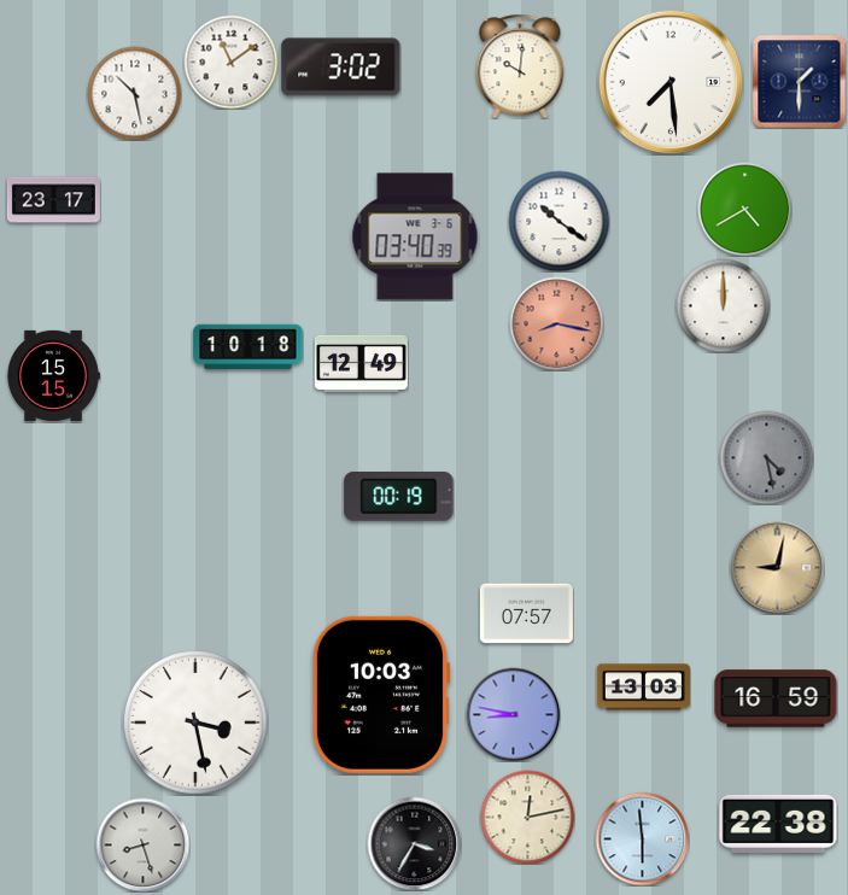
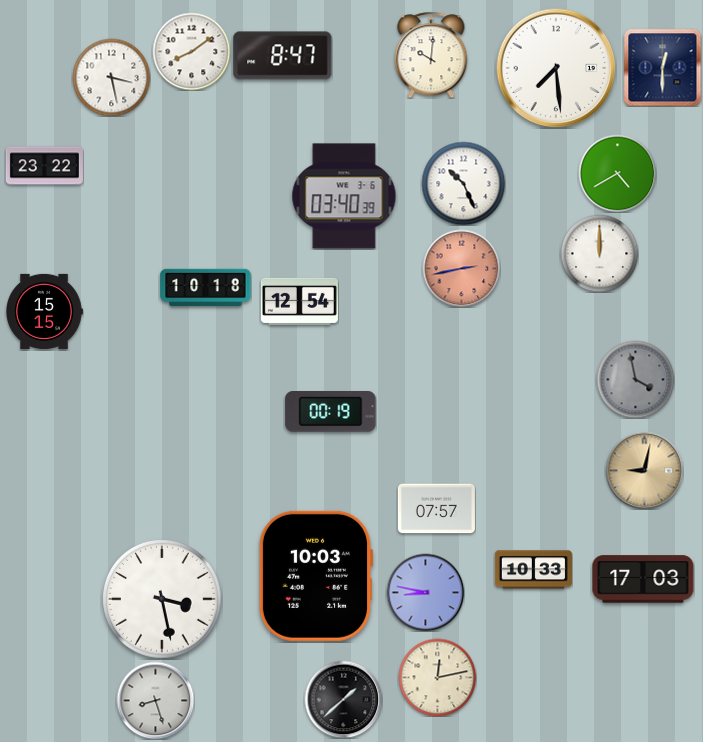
clock at (230, 62): 11:09 -> 8:09
clock at (341, 68): 3:02 -> 8:47
clock at (799, 81): 1:30 -> 12:30
clock at (134, 93): 10:28 -> 3:28
clock at (53, 200): 23:17 -> 23:22
clock at (558, 221): 10:21 -> 10:26
clock at (556, 323): 8:17 -> 2:43
clock at (361, 363): 12:49 -> 12:54
clock at (766, 457): 4:28 -> 3:58
clock at (643, 688): 13:03 -> 10:33
clock at (776, 698): 16:59 -> 17:03
clock at (778, 824): 22:38 -> none
clock at (642, 838): 5:59 -> none
clock at (414, 843): 3:35 -> 1:38
clock at (142, 844) position: (142, 844) -> (155, 700)
